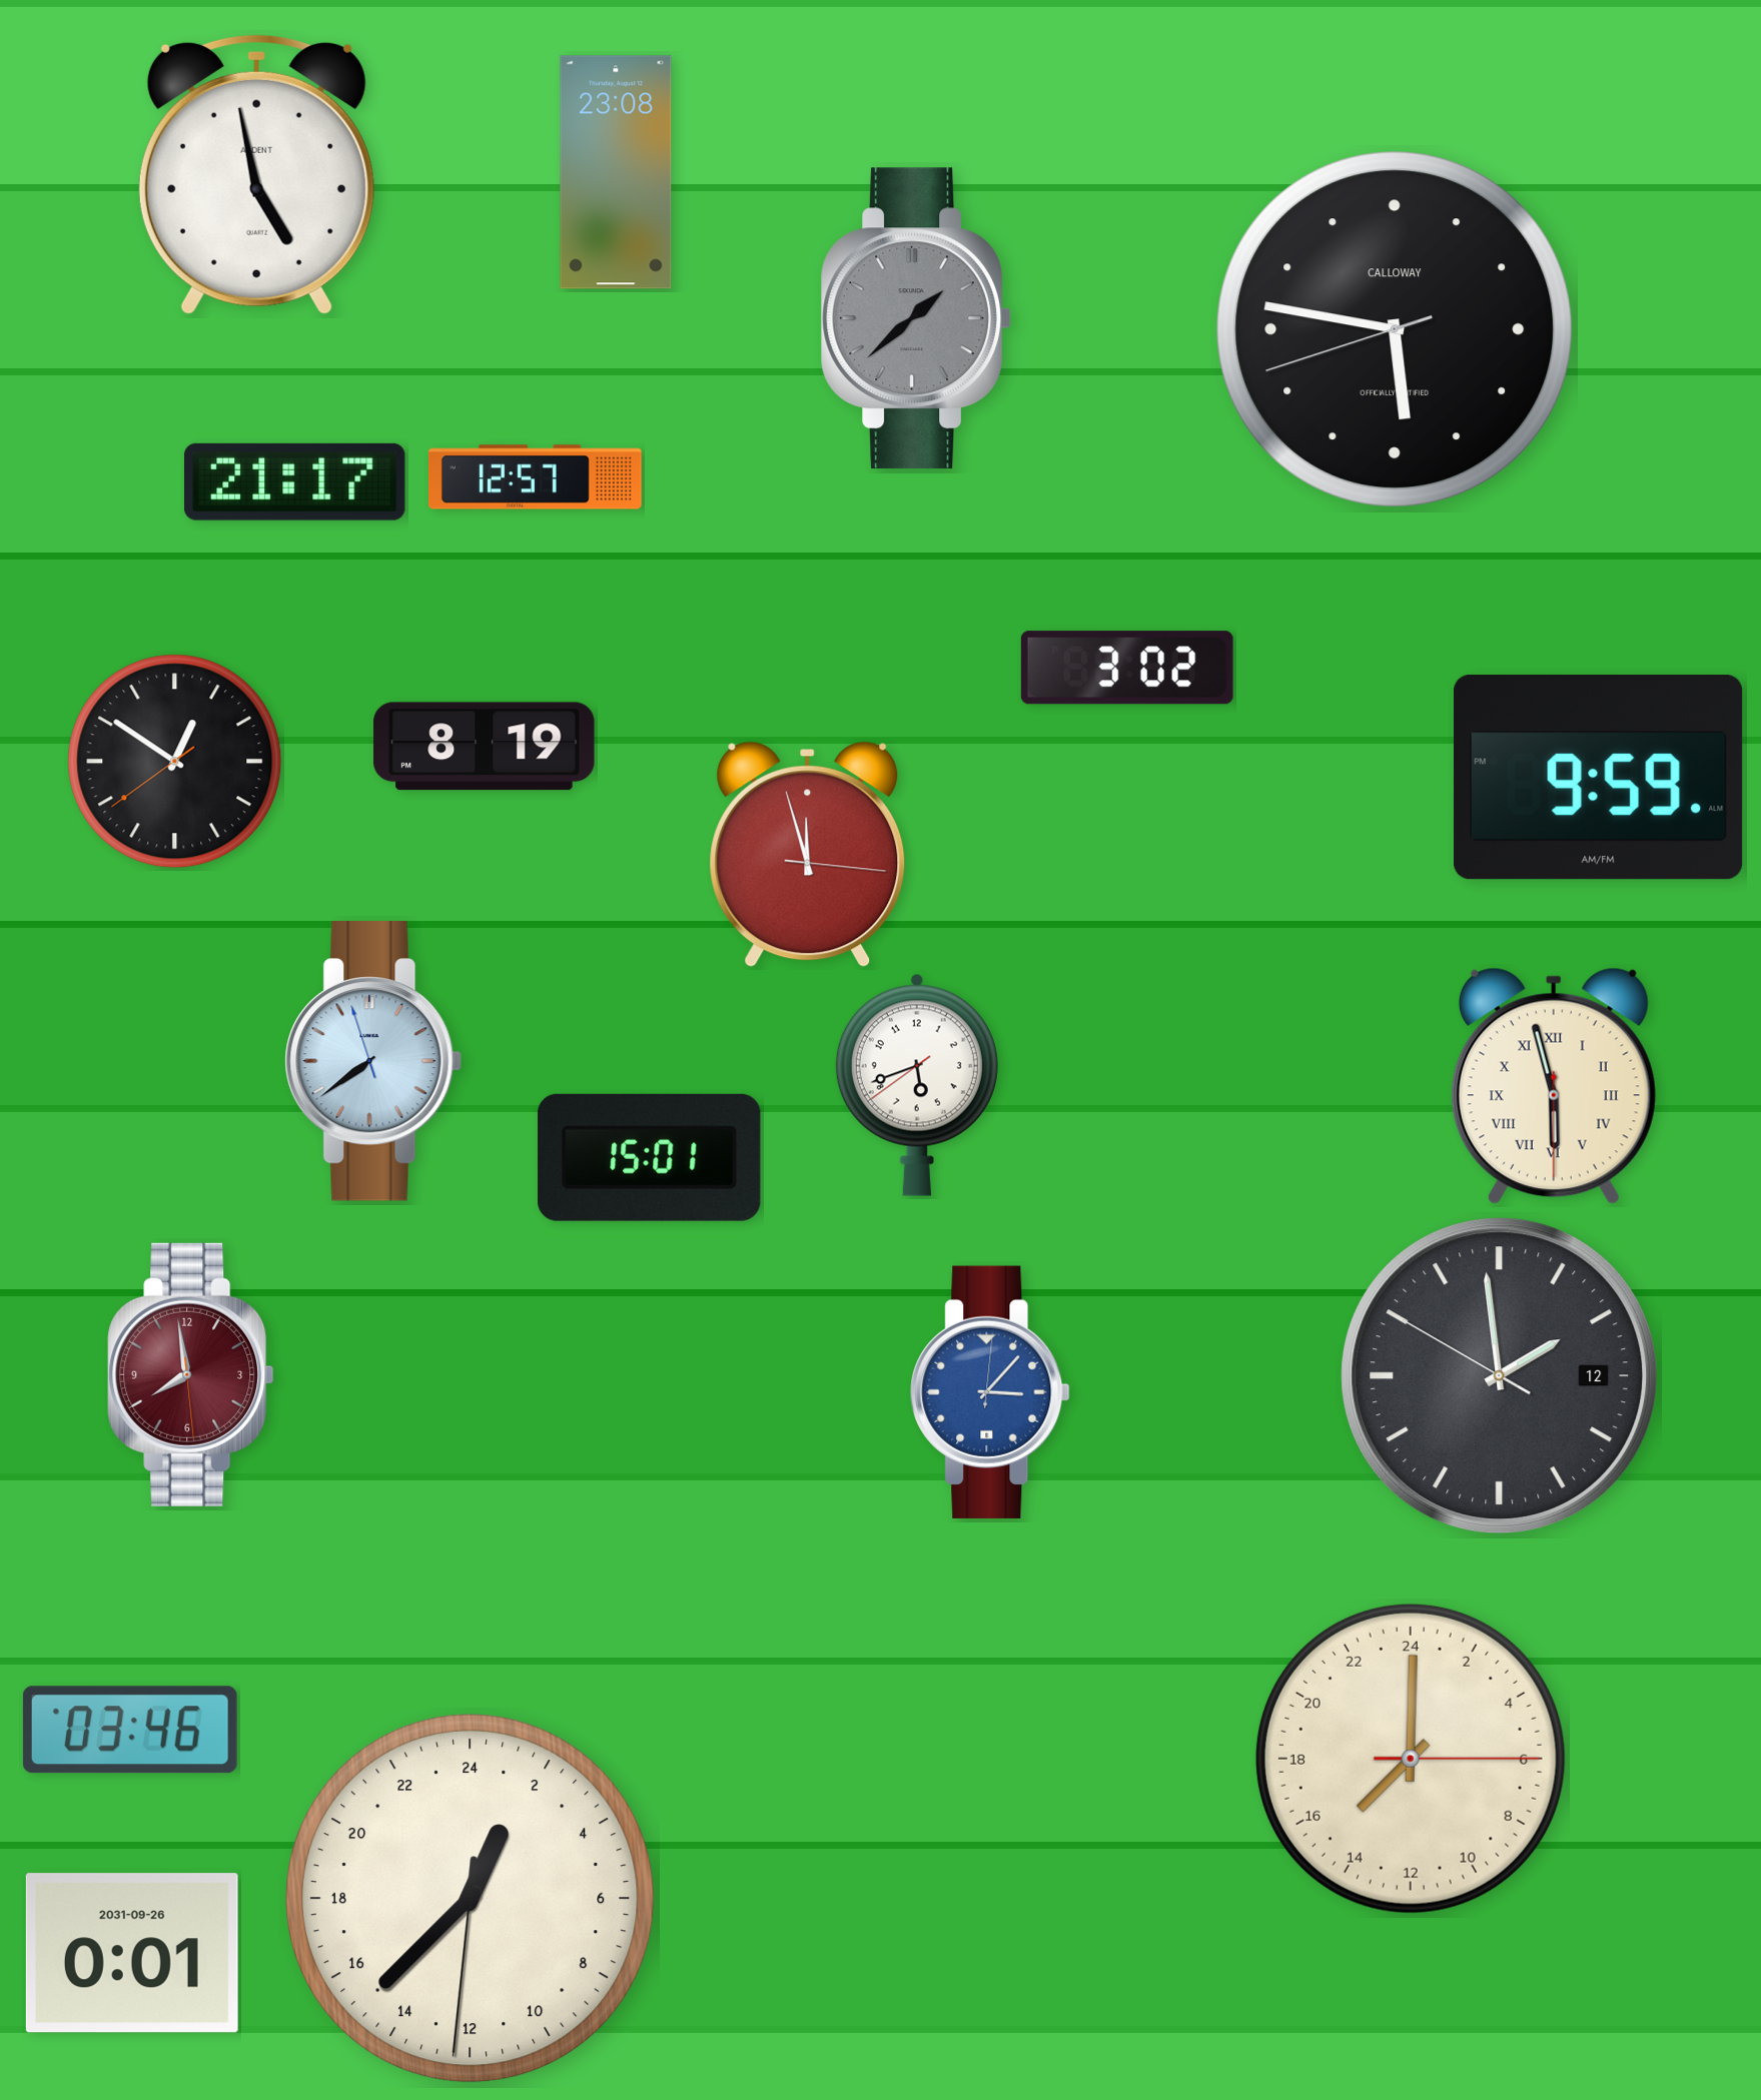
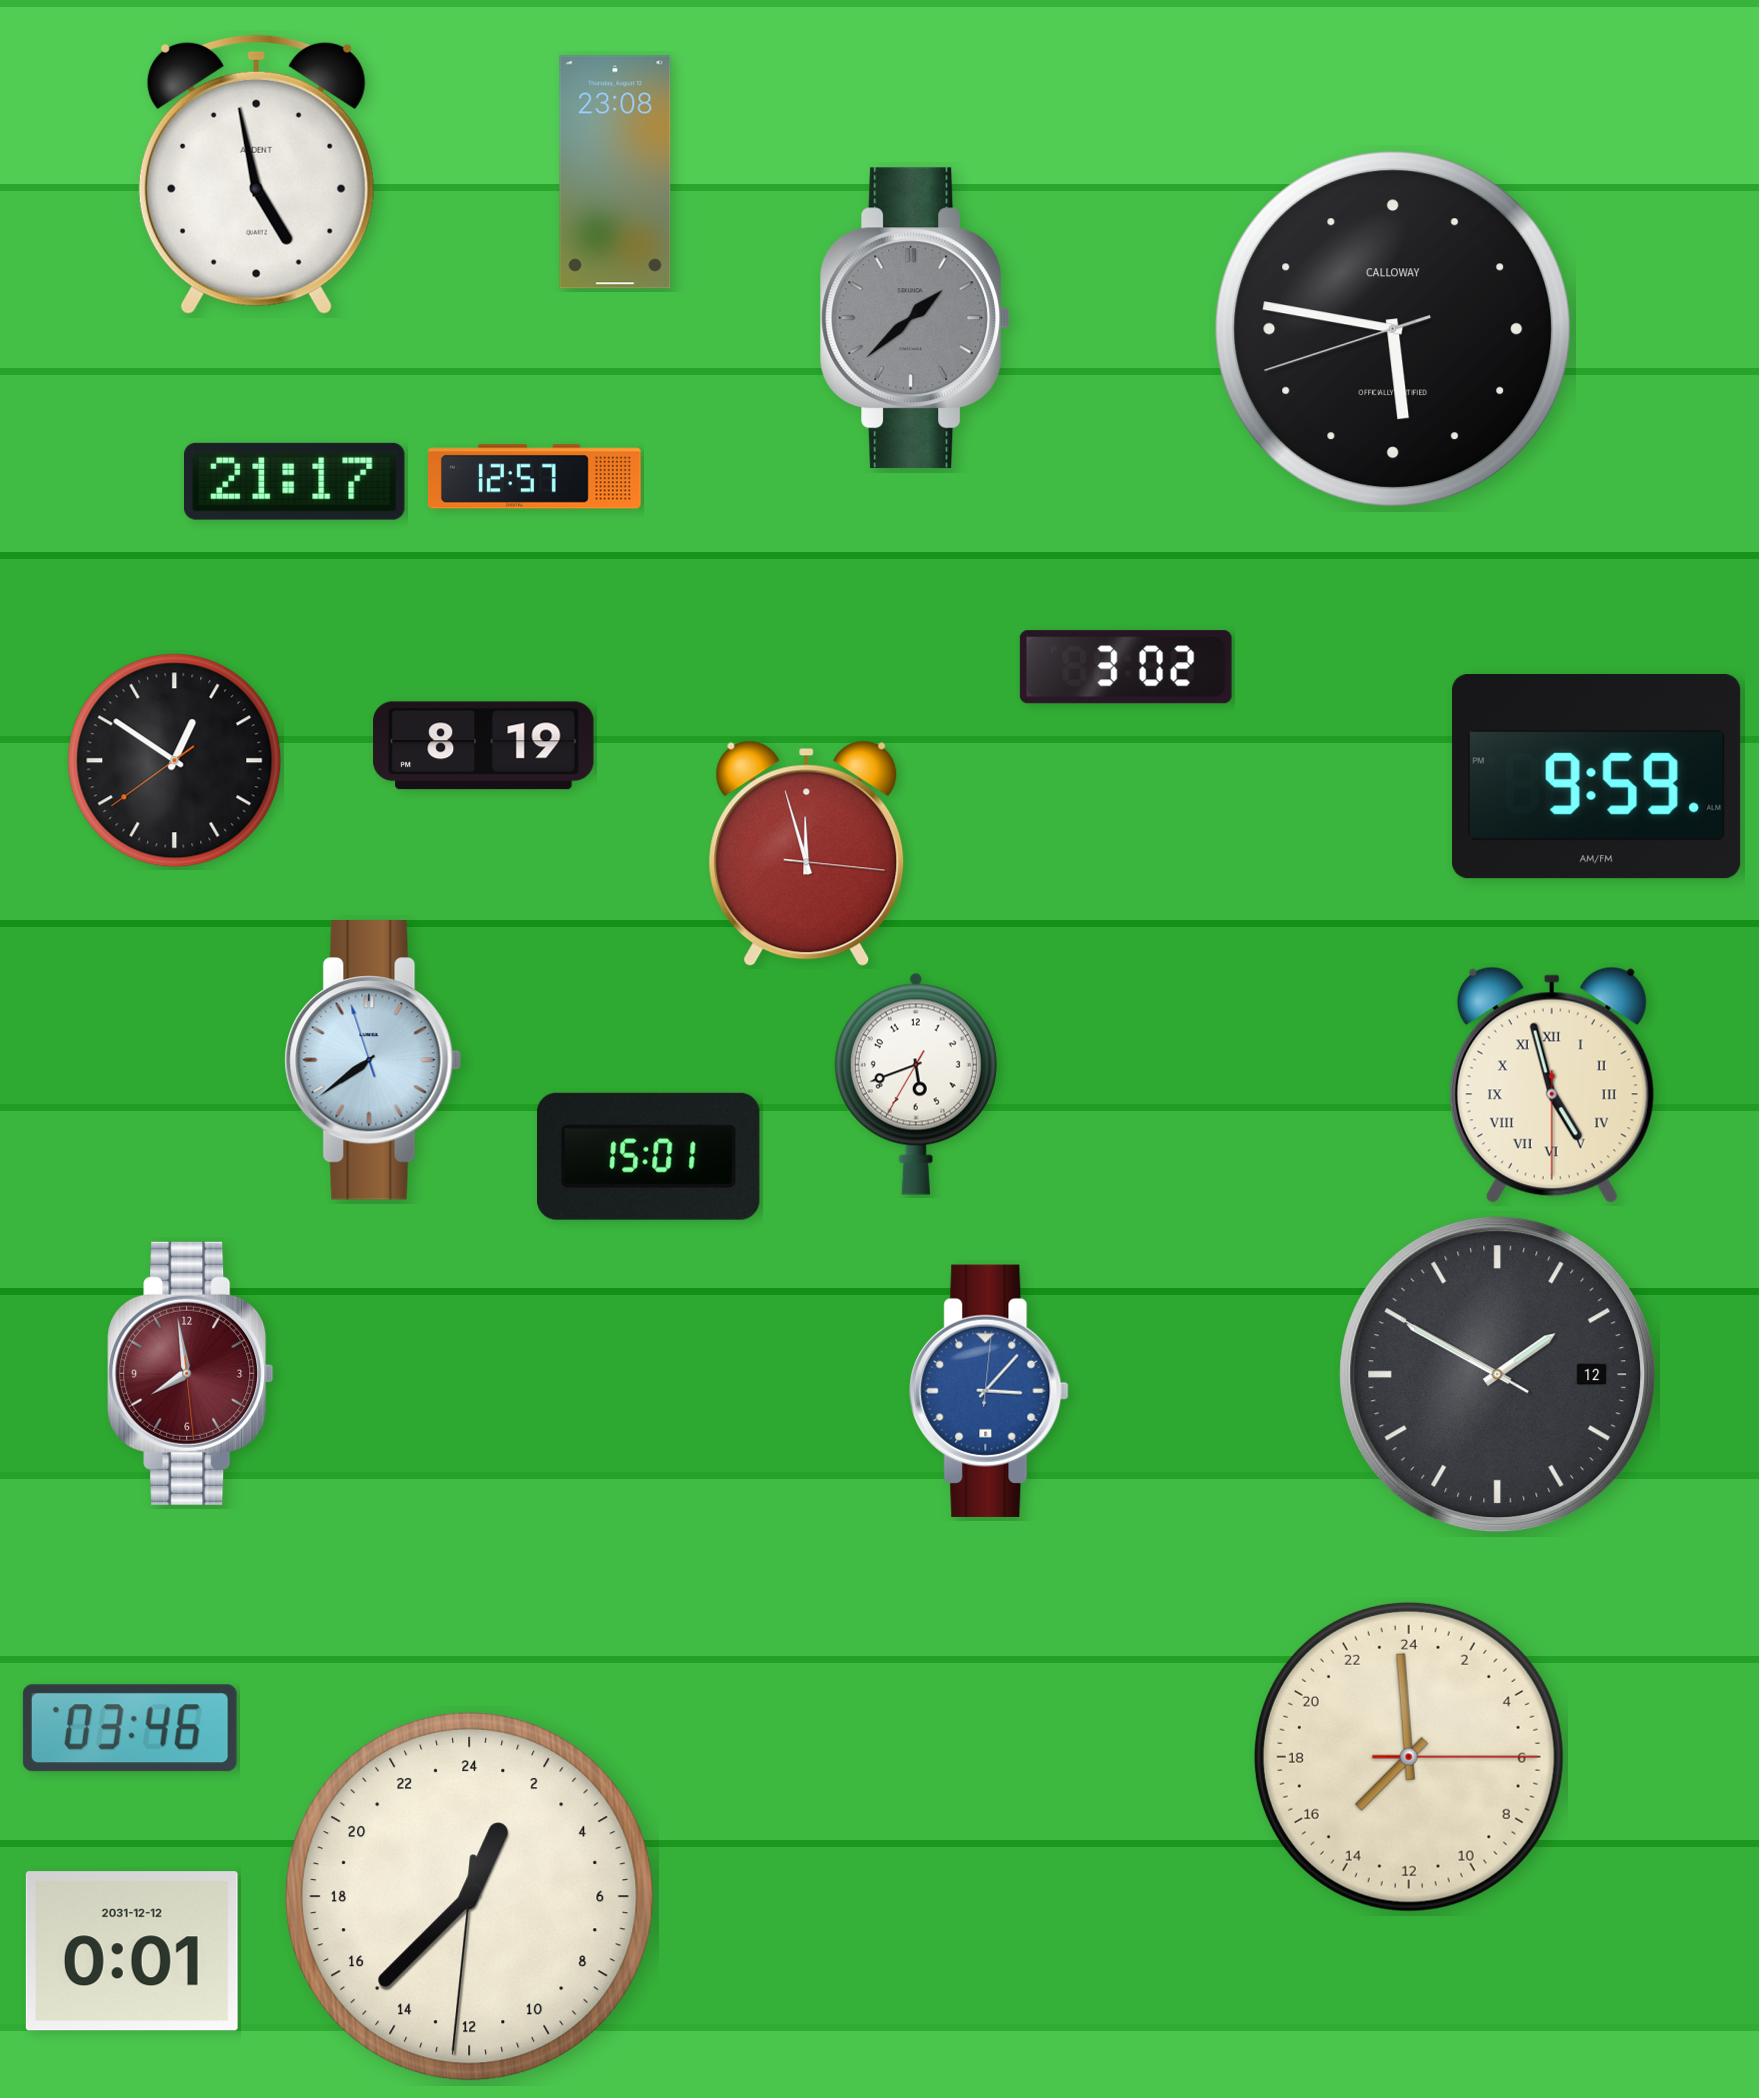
clock at (917, 1085): 5:41:39 -> 5:41:35
clock at (1554, 1086): 5:57 -> 4:57
clock at (1500, 1376): 1:58 -> 1:49
clock at (1411, 1759): 15:00 -> 14:59
clock at (132, 1953) date: 2031-09-26 -> 2031-12-12
